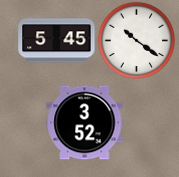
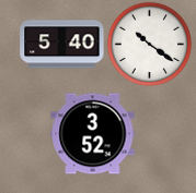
clock at (57, 41): 5:45 -> 5:40
